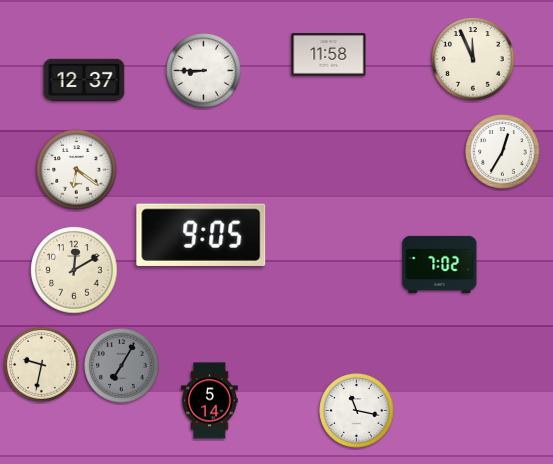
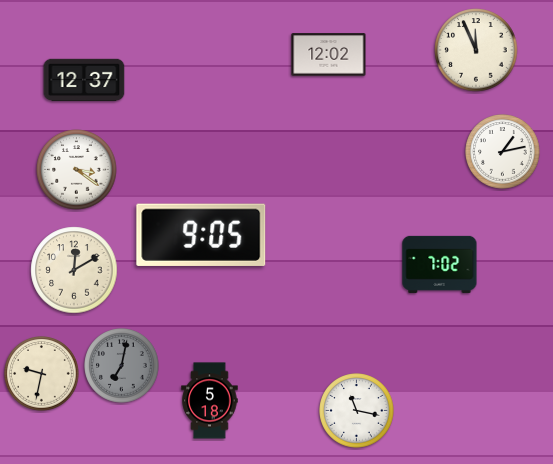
clock at (329, 55): 11:58 -> 12:02
clock at (473, 59) position: (473, 59) -> (476, 50)
clock at (204, 71): 8:45 -> none
clock at (503, 152): 12:35 -> 1:13
clock at (77, 170): 6:21 -> 3:21
clock at (42, 365) position: (42, 365) -> (42, 374)
clock at (122, 366): 7:05 -> 7:02
clock at (210, 401): 5:14 -> 5:18
